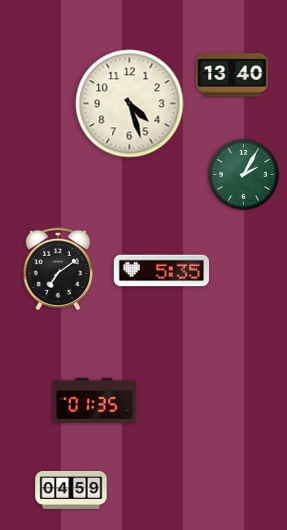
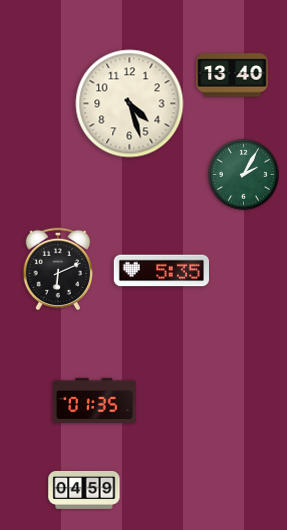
clock at (58, 269): 7:09 -> 6:11
clock at (71, 490) position: (71, 490) -> (84, 490)
